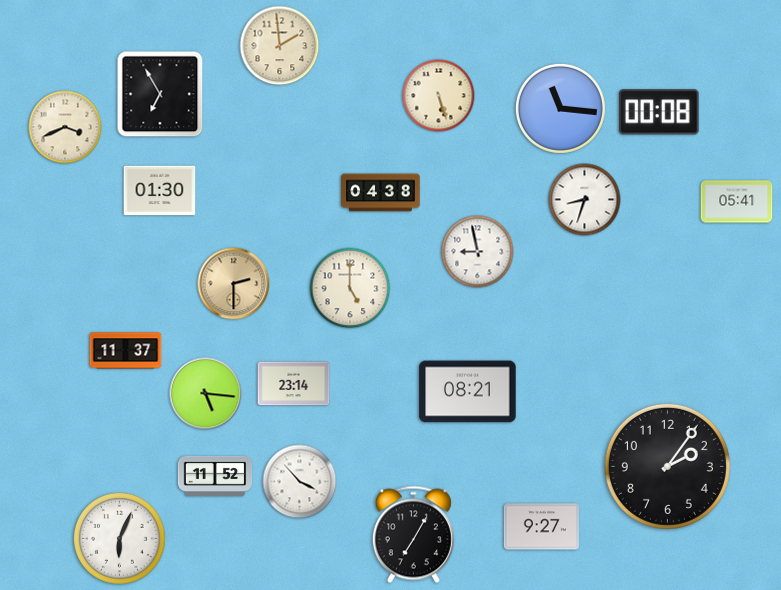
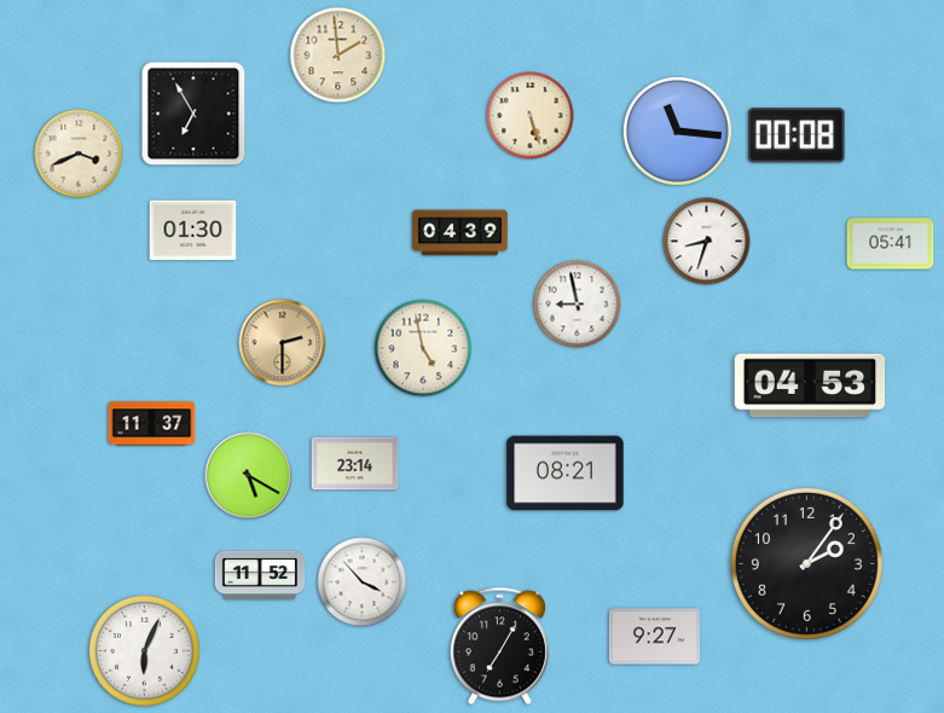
clock at (381, 193): 04:38 -> 04:39
clock at (350, 288): 5:00 -> 4:58
clock at (810, 386): none -> 04:53
clock at (206, 394): 5:16 -> 5:20
